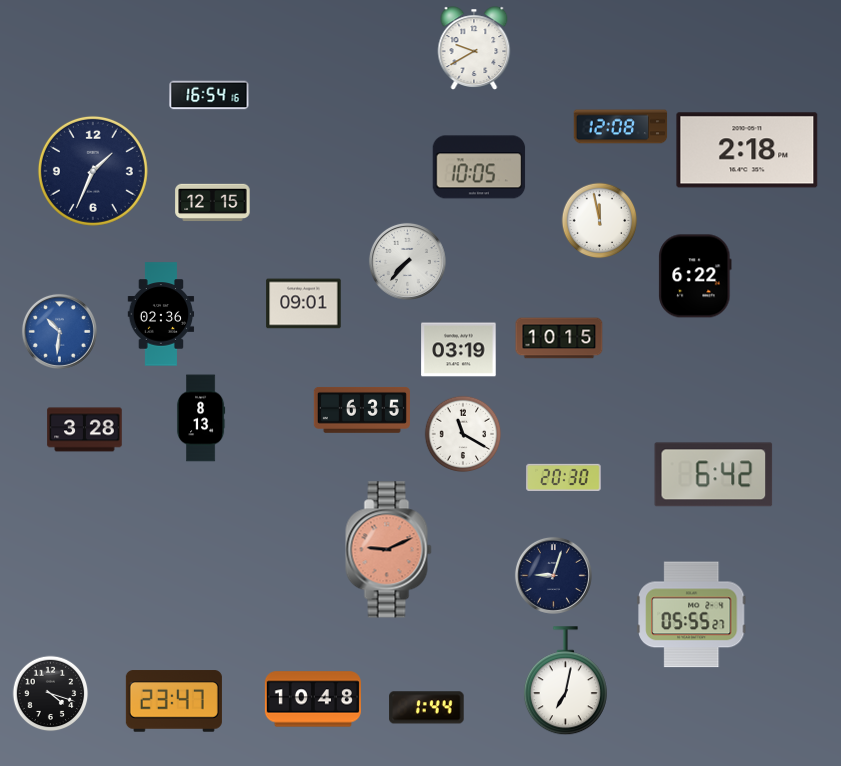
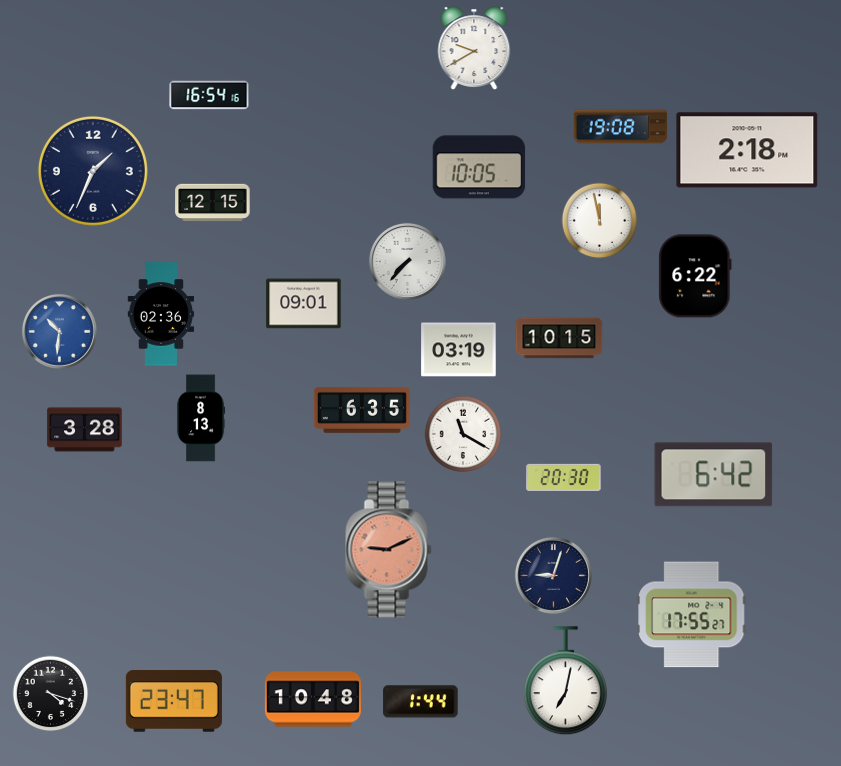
clock at (621, 127): 12:08 -> 19:08
clock at (692, 615): 05:55 -> 17:55
clock at (427, 708) position: (427, 708) -> (421, 702)
